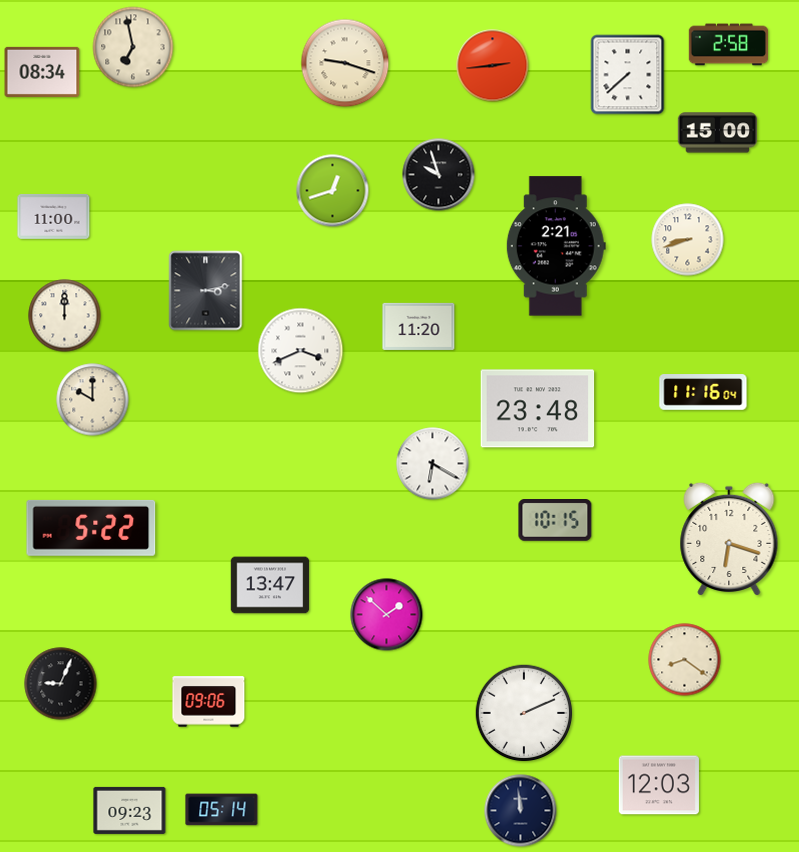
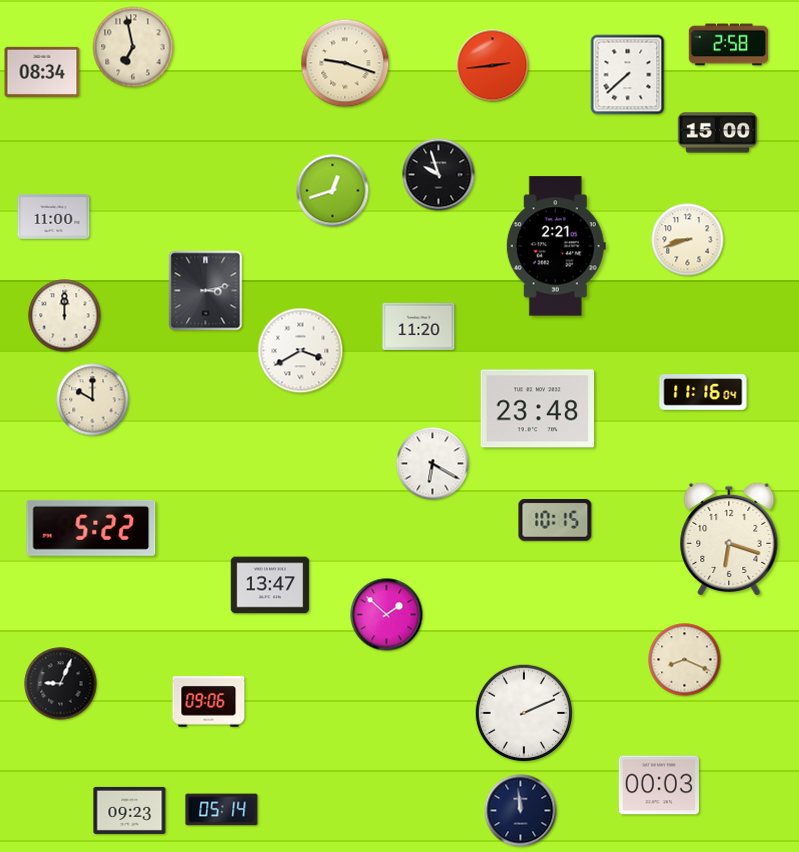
clock at (301, 351): 3:41 -> 3:40
clock at (685, 660): 8:21 -> 8:19
clock at (659, 785): 12:03 -> 00:03
